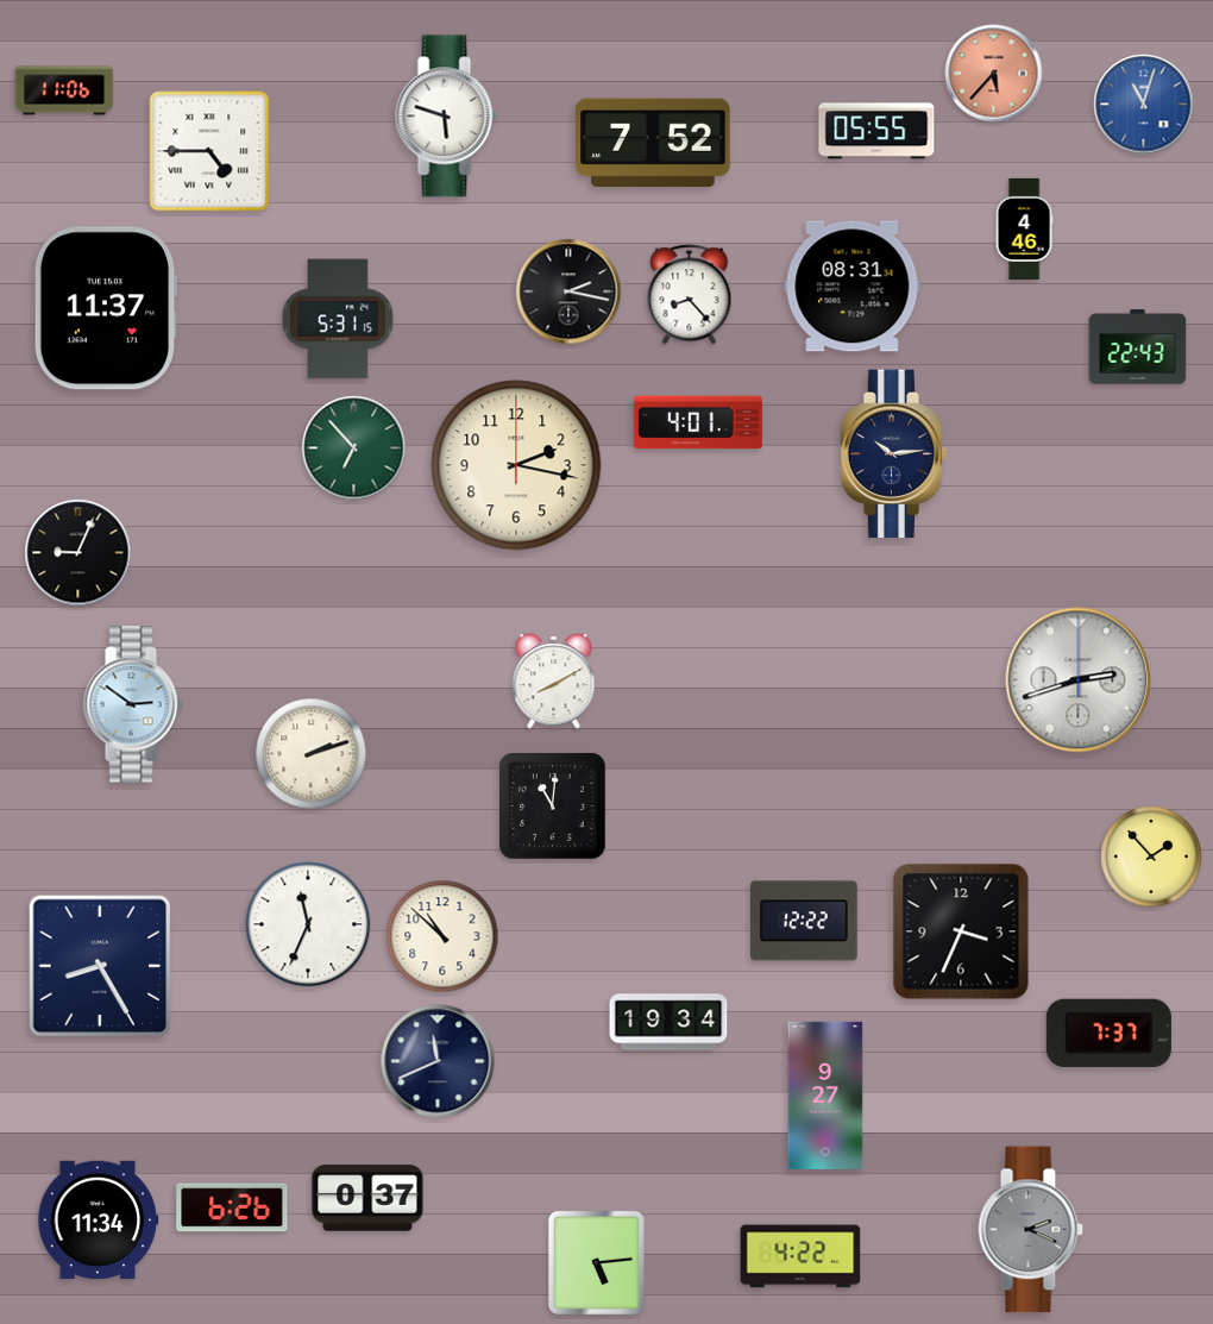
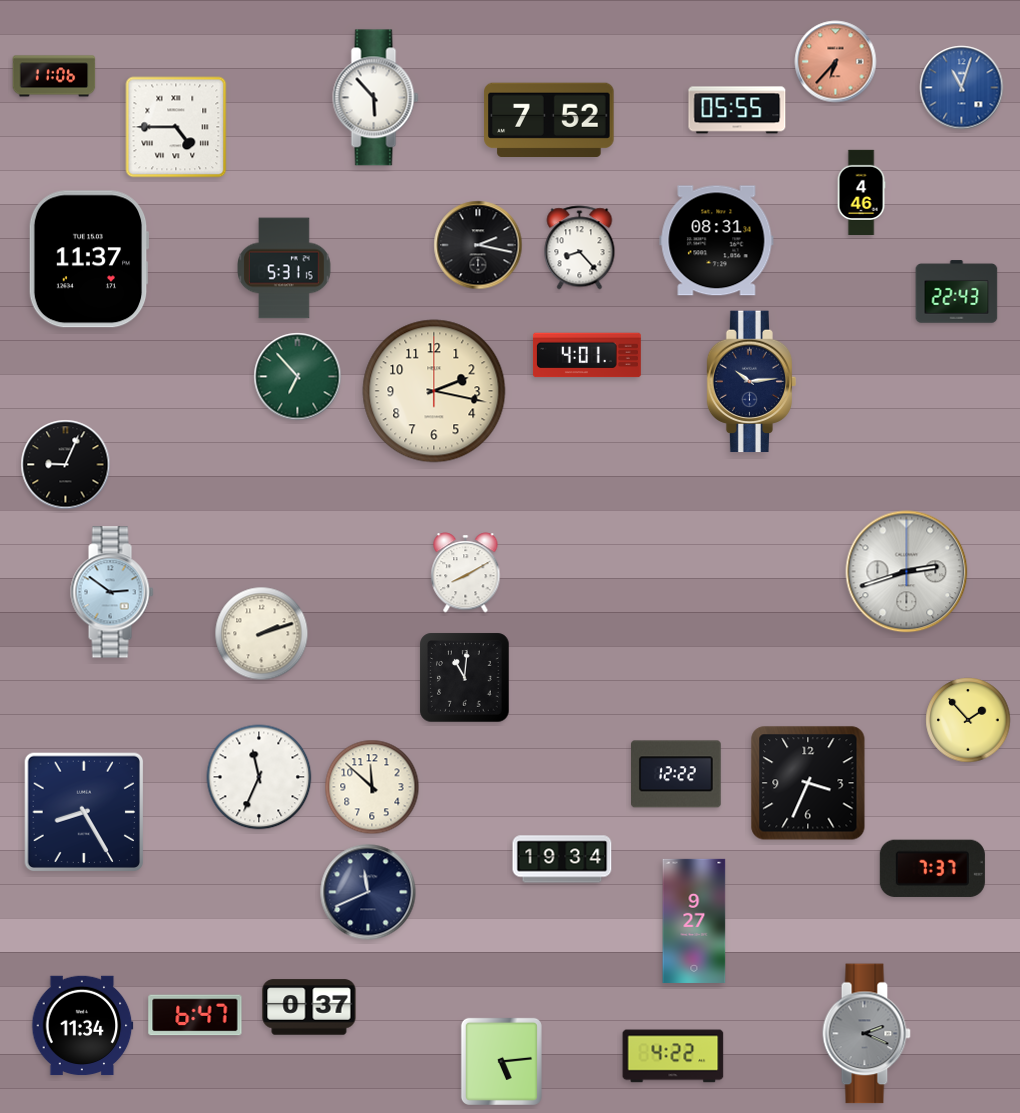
clock at (994, 74): 5:37 -> 6:37
clock at (447, 117): 5:48 -> 5:53
clock at (442, 936): 10:52 -> 11:52
clock at (232, 1207): 6:26 -> 6:47
